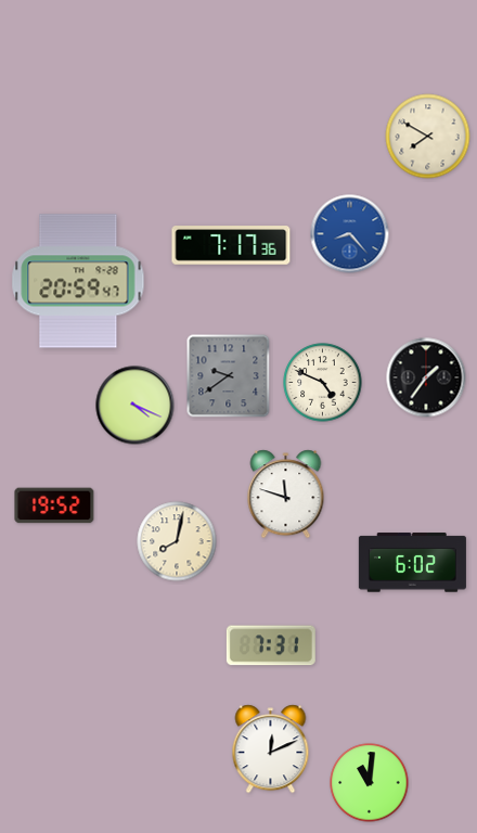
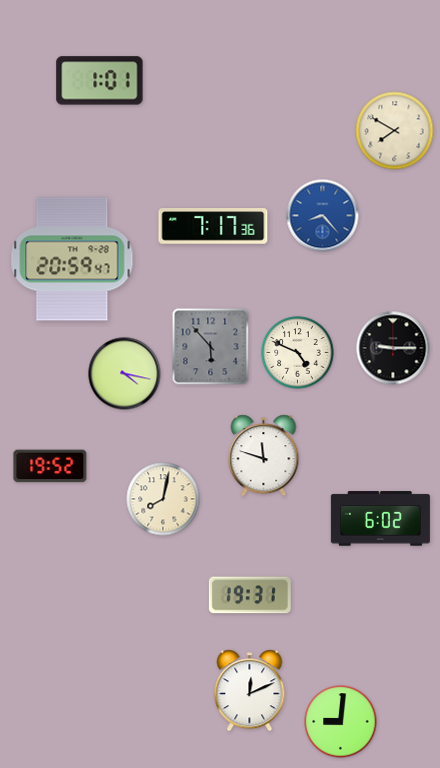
clock at (100, 81): none -> 1:01
clock at (428, 137) position: (428, 137) -> (395, 131)
clock at (229, 376): 9:39 -> 5:53
clock at (426, 377): 1:36 -> 9:15
clock at (136, 406): 4:19 -> 4:17
clock at (271, 645): 7:31 -> 19:31
clock at (370, 783): 11:01 -> 9:01
